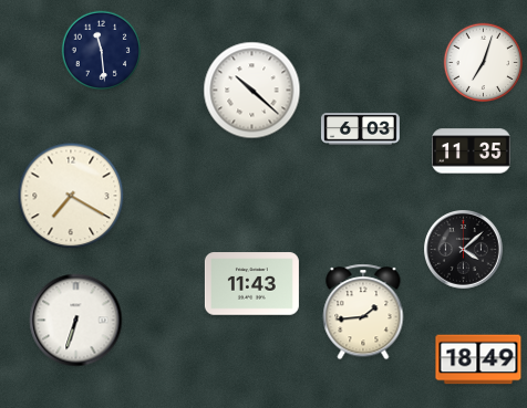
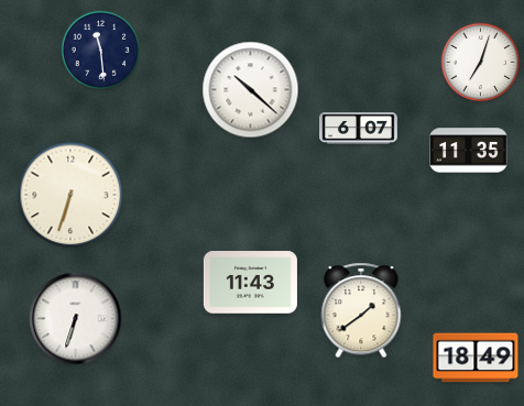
clock at (361, 129): 6:03 -> 6:07
clock at (71, 196): 7:20 -> 6:33
clock at (464, 250): 4:08 -> none
clock at (363, 312): 1:44 -> 1:39
